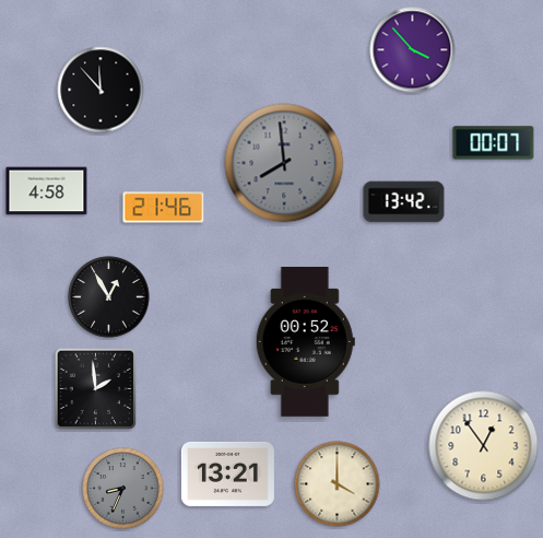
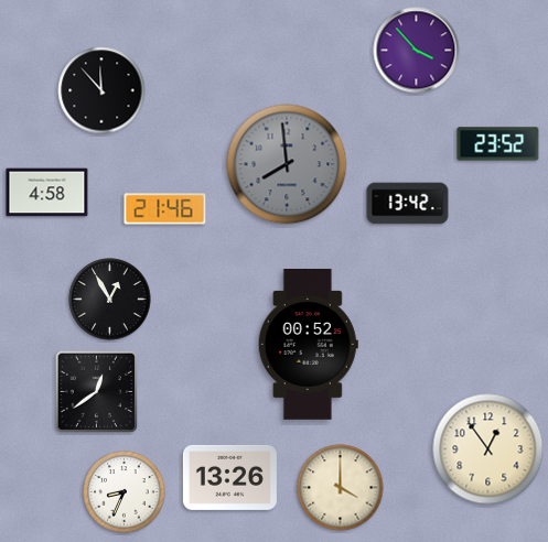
clock at (494, 143): 00:07 -> 23:52
clock at (95, 388): 1:59 -> 12:39
clock at (227, 473): 13:21 -> 13:26
clock at (123, 489) dial: grey -> white
